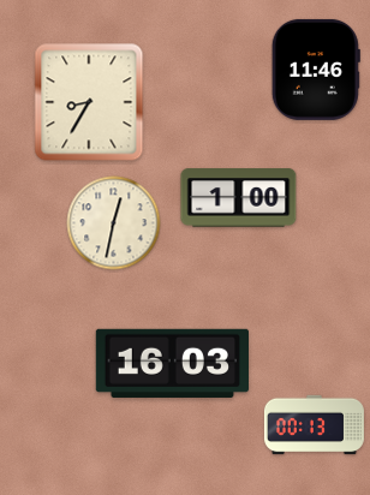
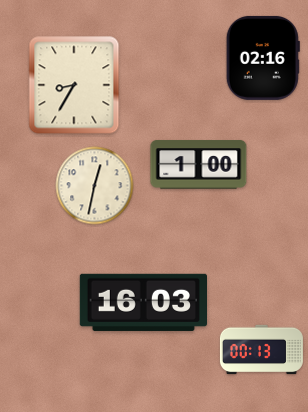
clock at (316, 70): 11:46 -> 02:16
clock at (314, 425) position: (314, 425) -> (261, 350)
